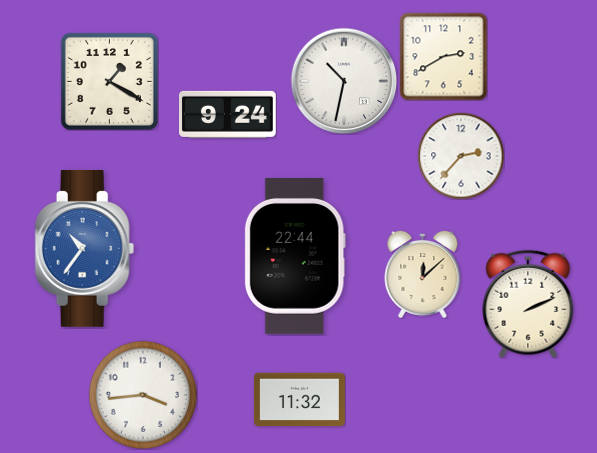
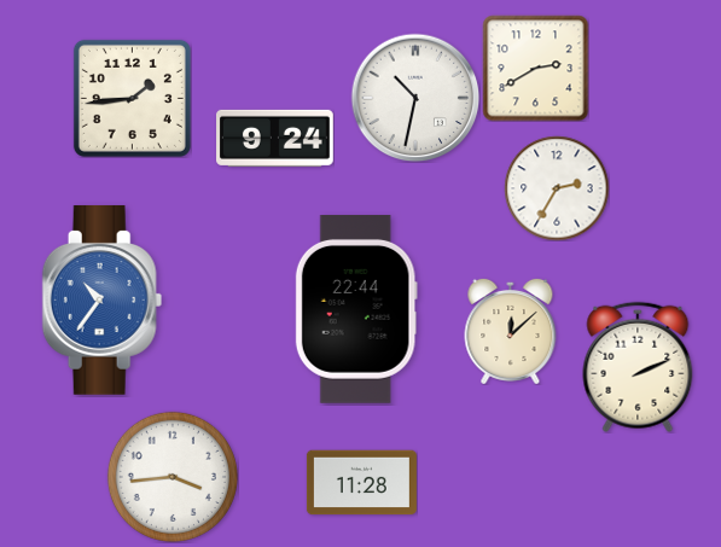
clock at (109, 81): 1:20 -> 1:44
clock at (461, 156): 2:37 -> 2:35
clock at (299, 400): 11:32 -> 11:28
